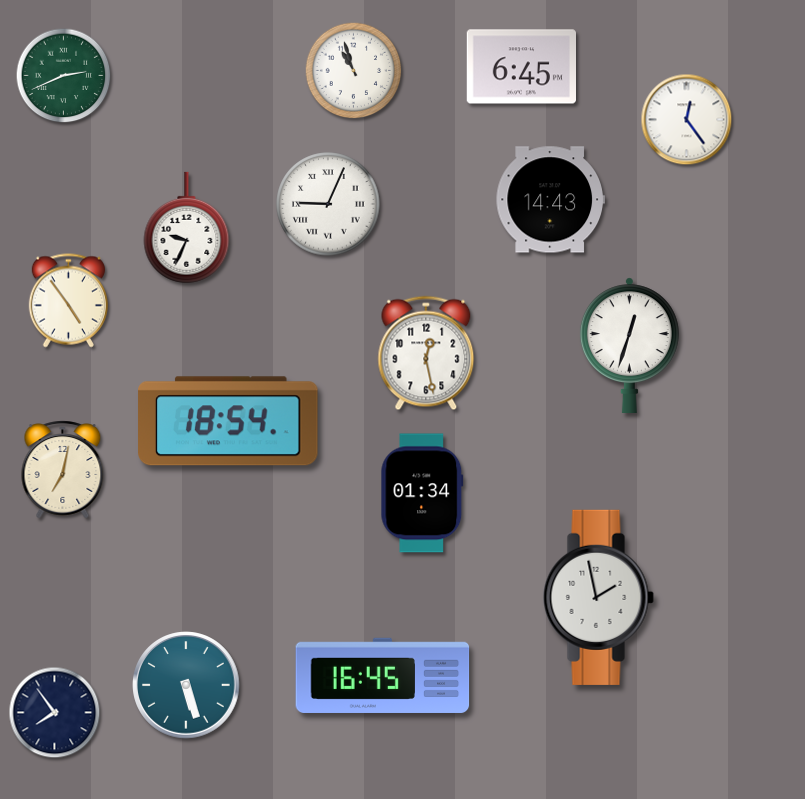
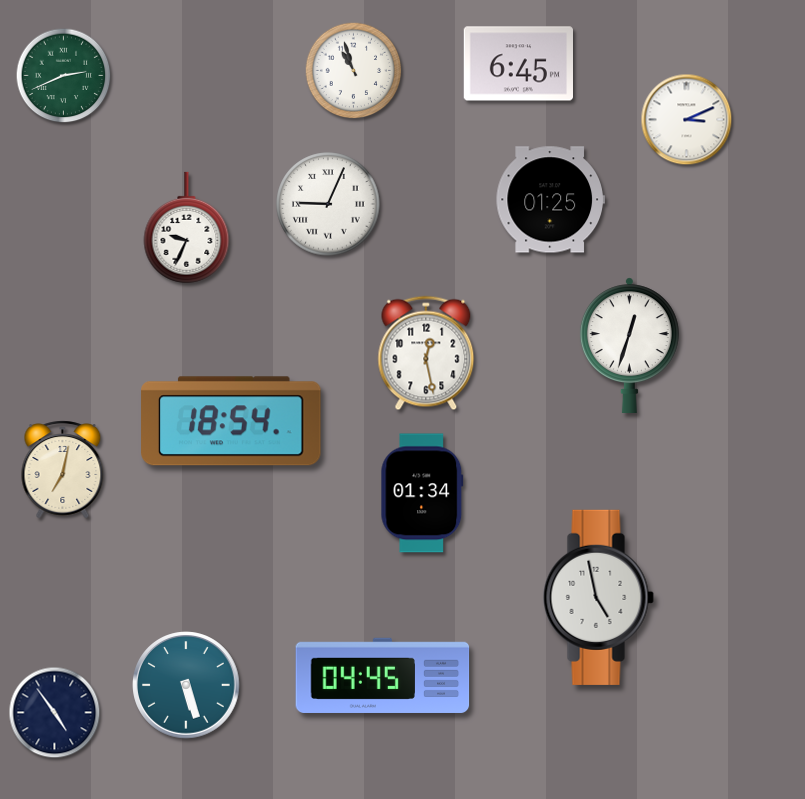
clock at (521, 67) position: (521, 67) -> (518, 64)
clock at (687, 120): 12:24 -> 3:11
clock at (550, 200): 14:43 -> 01:25
clock at (68, 301): 4:54 -> none
clock at (228, 421) position: (228, 421) -> (231, 421)
clock at (598, 597): 1:58 -> 4:58
clock at (383, 675): 16:45 -> 04:45
clock at (55, 713): 7:54 -> 4:54
